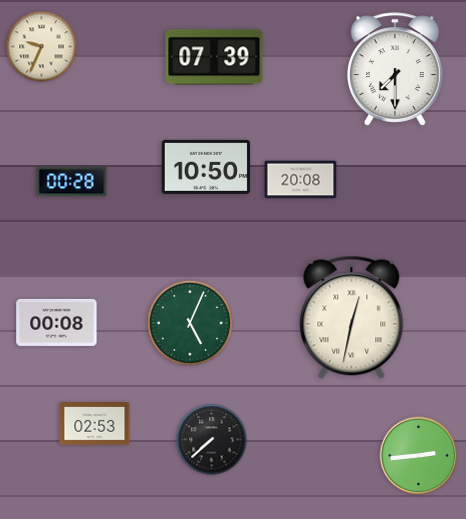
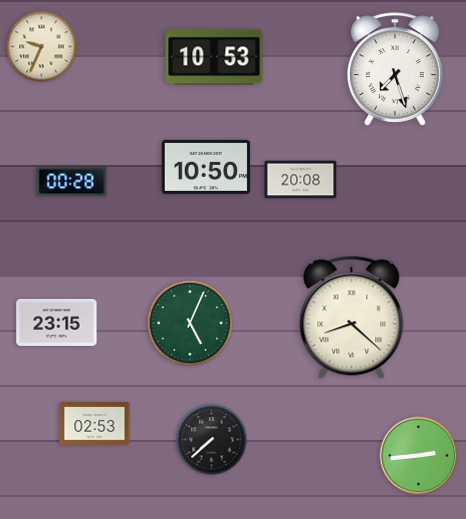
clock at (214, 57): 07:39 -> 10:53
clock at (395, 69): 7:30 -> 7:27
clock at (352, 318): 12:32 -> 8:22
clock at (57, 322): 00:08 -> 23:15
